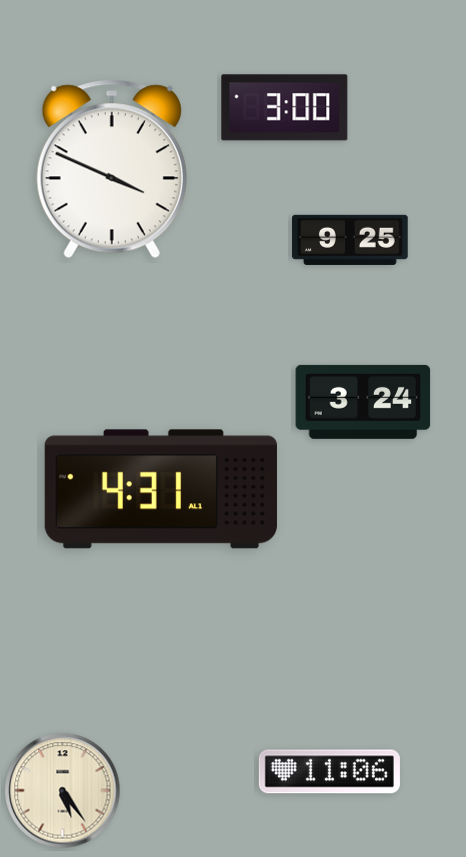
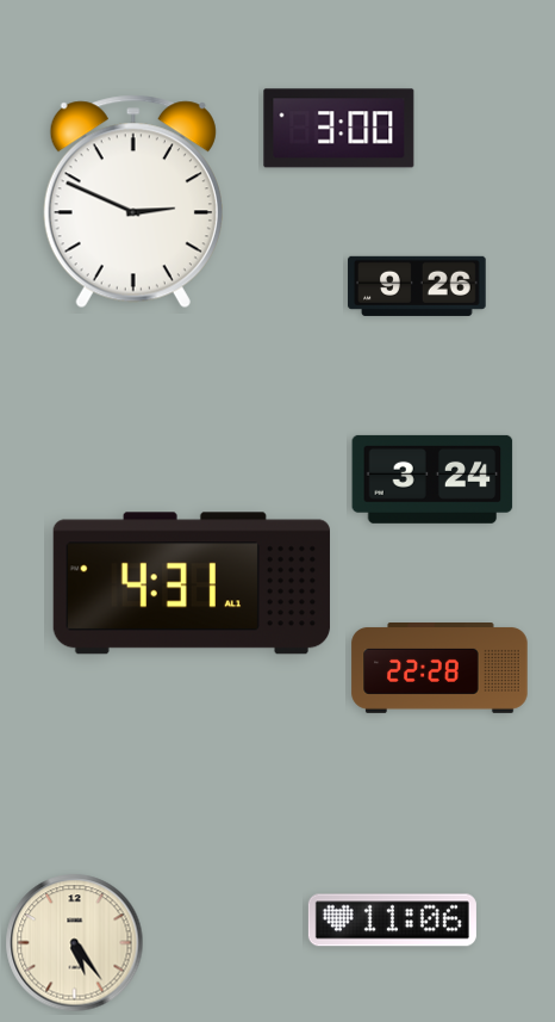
clock at (112, 169): 3:49 -> 2:49
clock at (350, 240): 9:25 -> 9:26
clock at (439, 669): none -> 22:28
